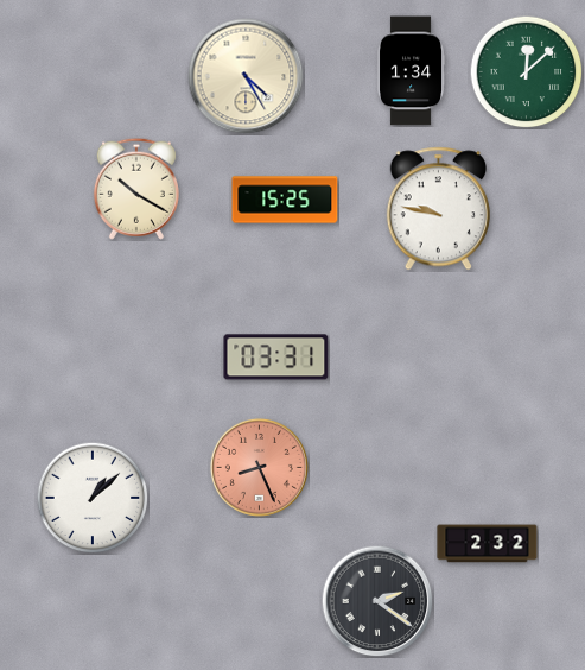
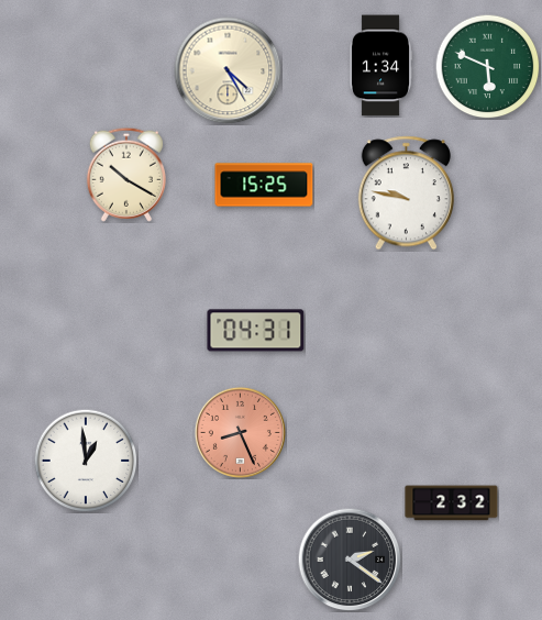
clock at (526, 71): 12:08 -> 5:49
clock at (276, 358): 03:31 -> 04:31
clock at (93, 498): 1:08 -> 12:59
clock at (377, 601) position: (377, 601) -> (350, 560)
